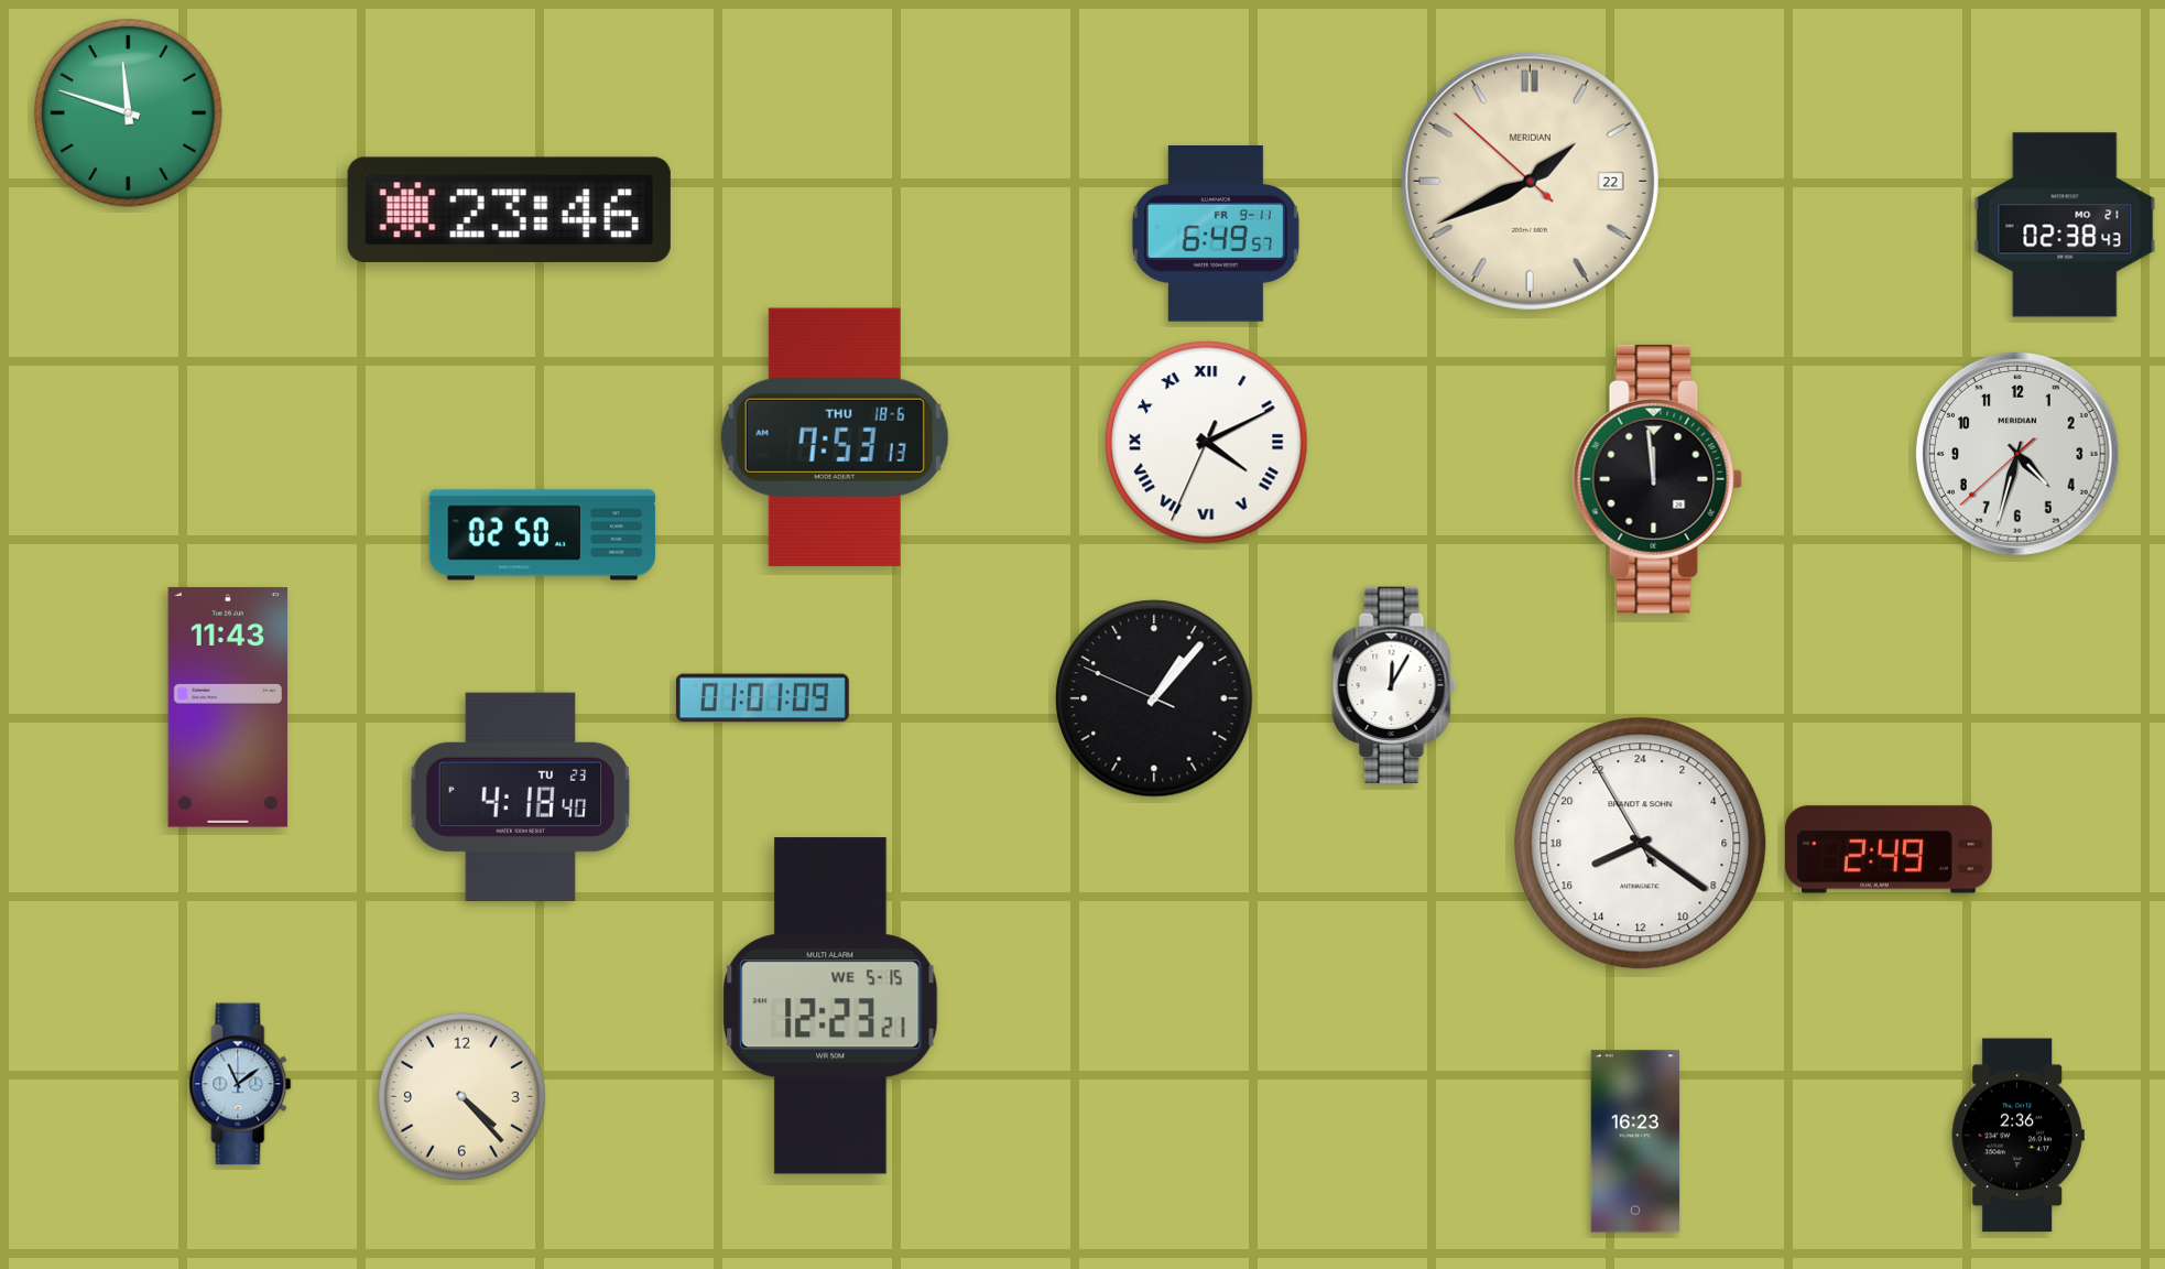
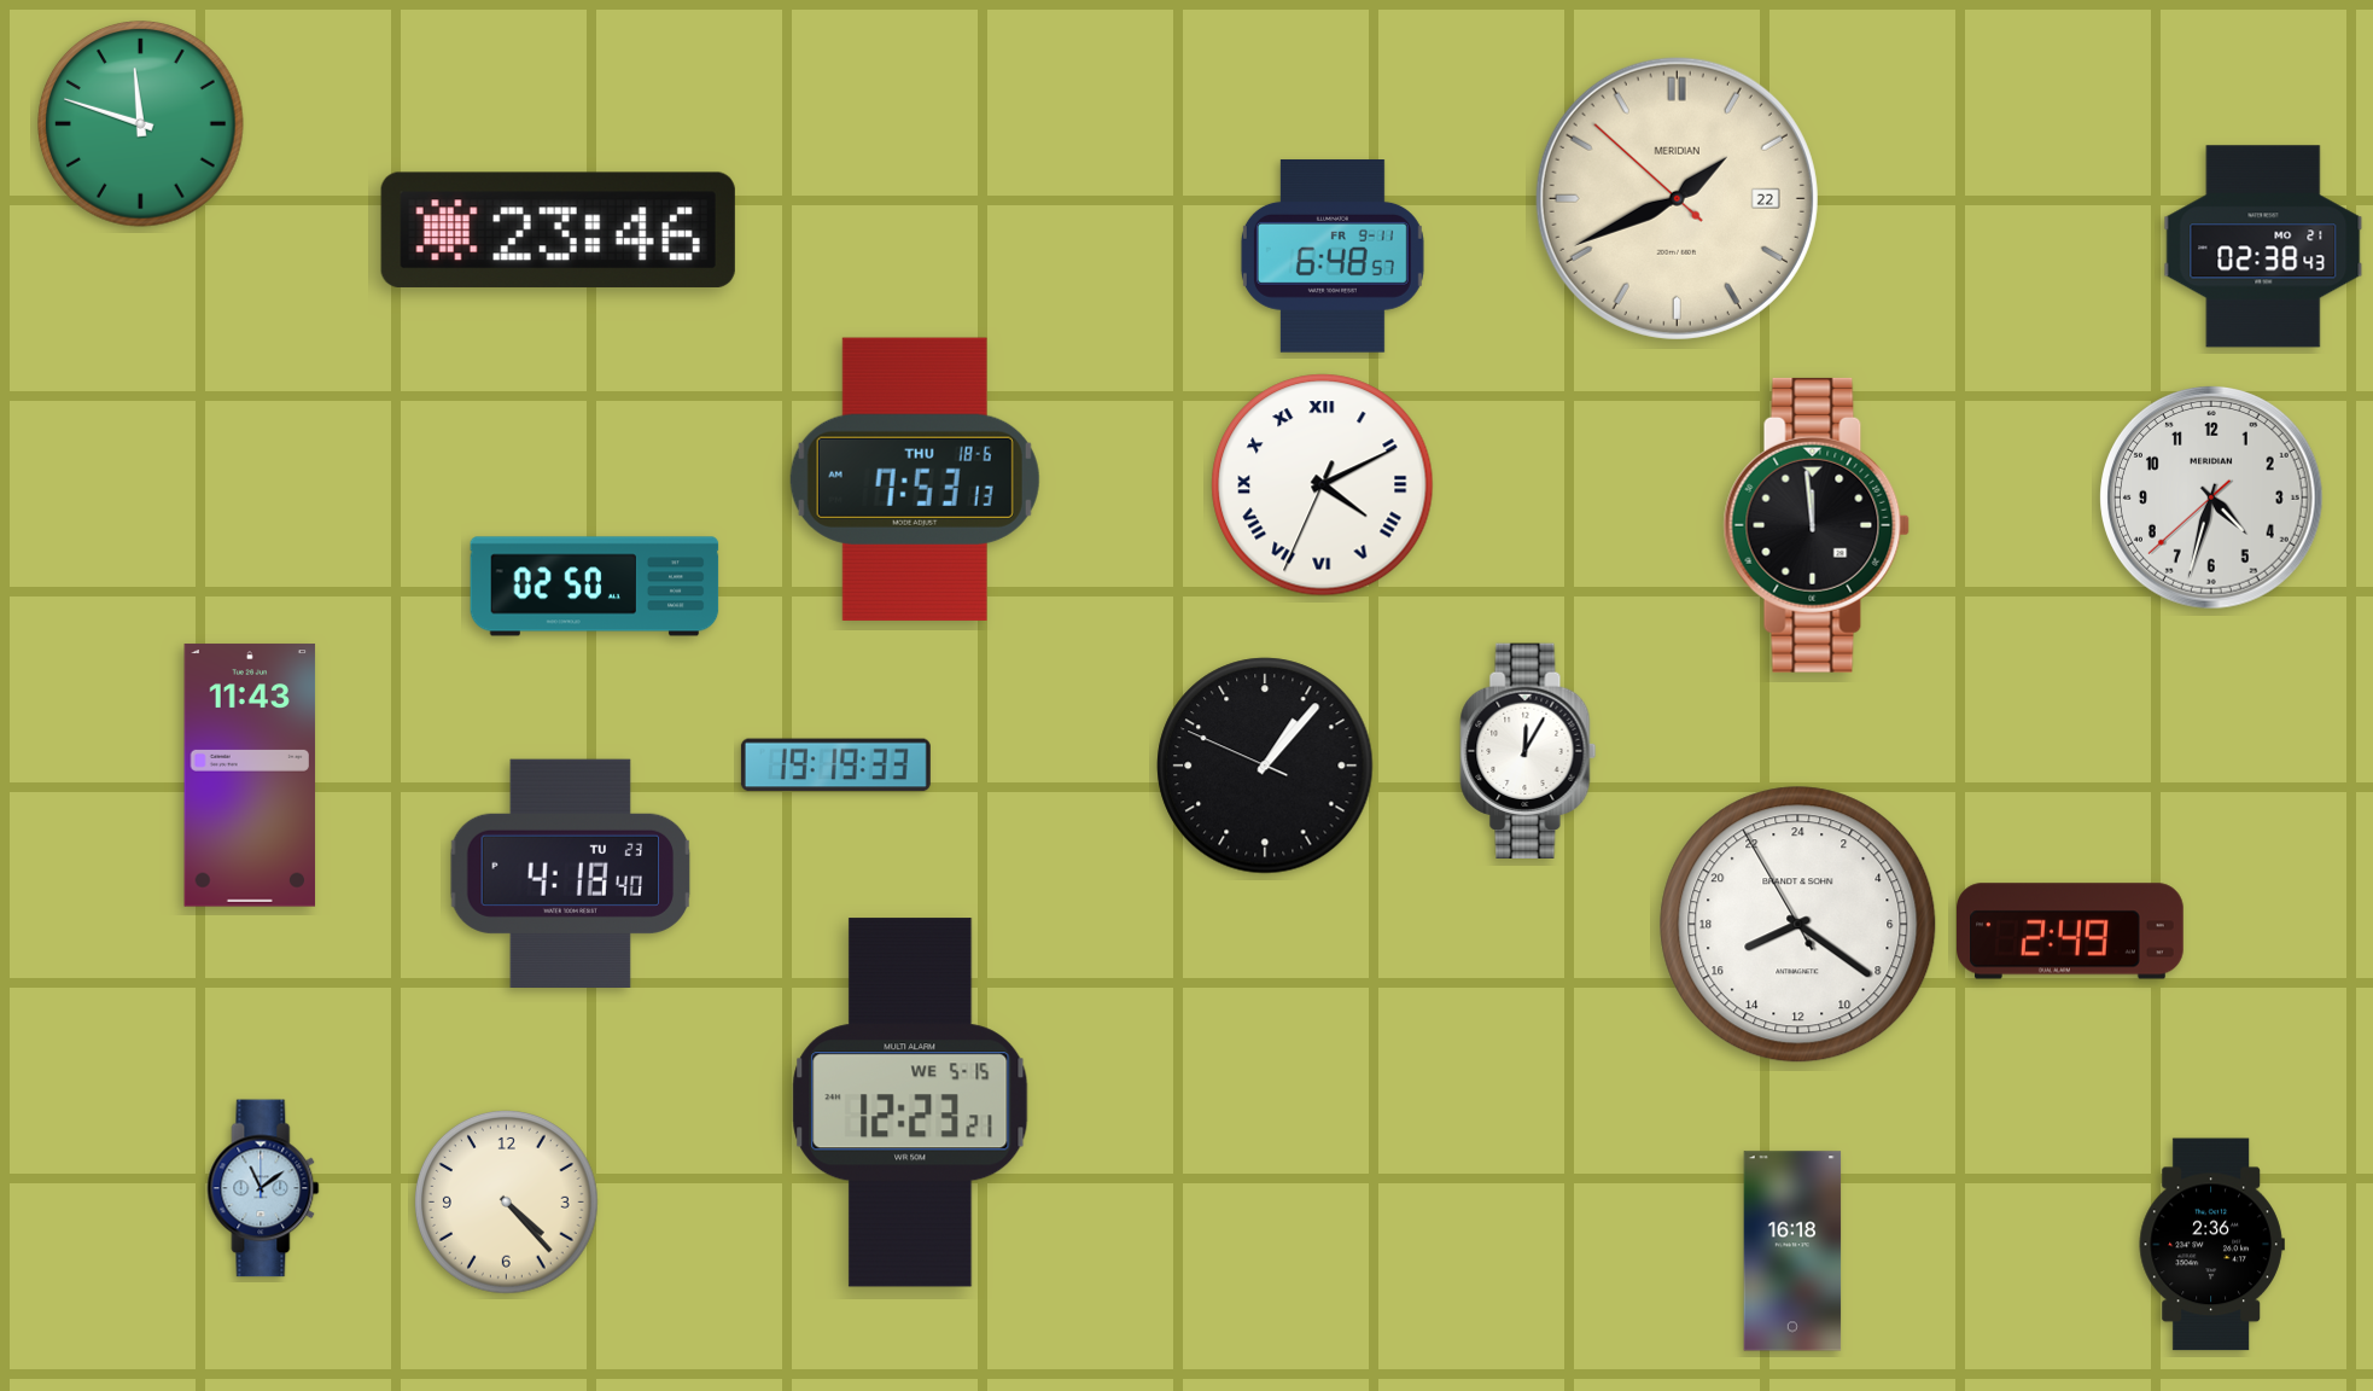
clock at (1216, 235): 6:49 -> 6:48
clock at (762, 698): 01:01 -> 19:19
clock at (1635, 1141): 16:23 -> 16:18
